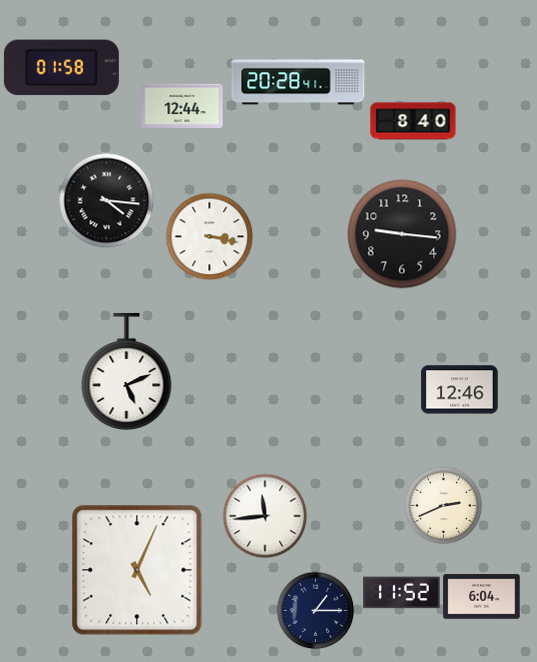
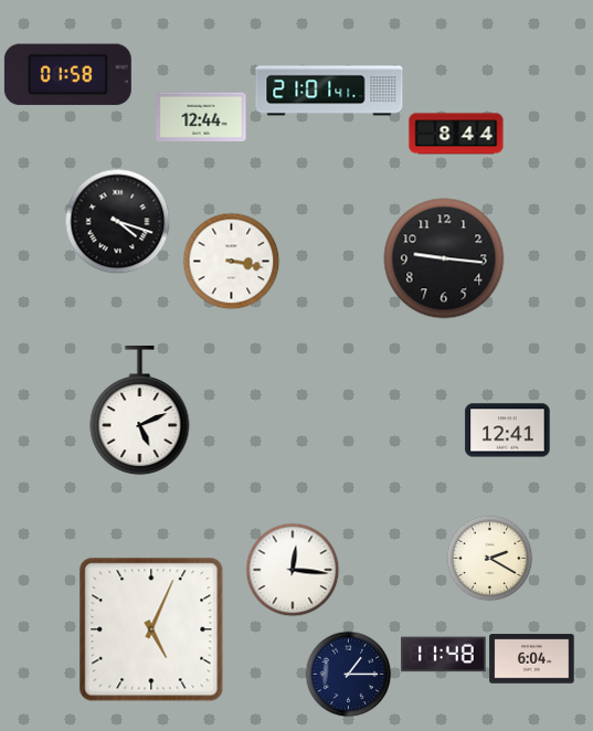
clock at (298, 82): 20:28 -> 21:01
clock at (413, 121): 8:40 -> 8:44
clock at (106, 200): 4:16 -> 4:18
clock at (460, 390): 12:46 -> 12:41
clock at (443, 505): 2:41 -> 2:20
clock at (265, 516): 11:44 -> 12:16
clock at (402, 593): 11:52 -> 11:48
